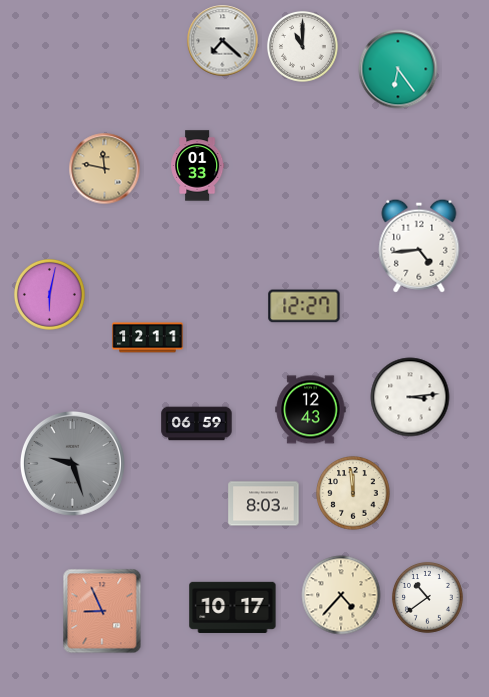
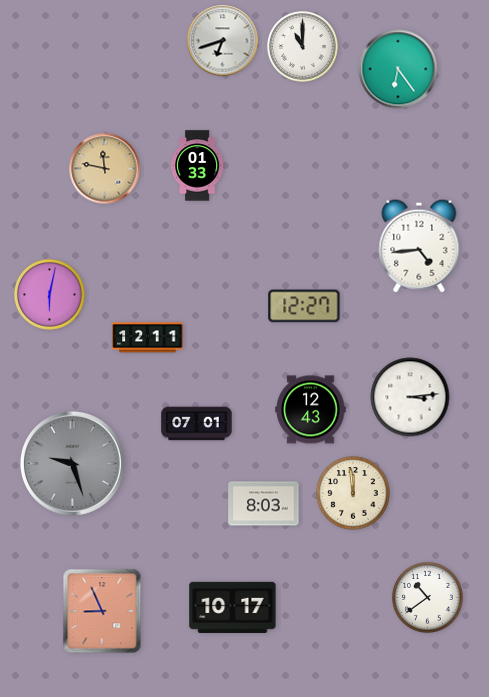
clock at (223, 41): 7:22 -> 6:42
clock at (197, 424): 06:59 -> 07:01
clock at (341, 595): 4:37 -> none
